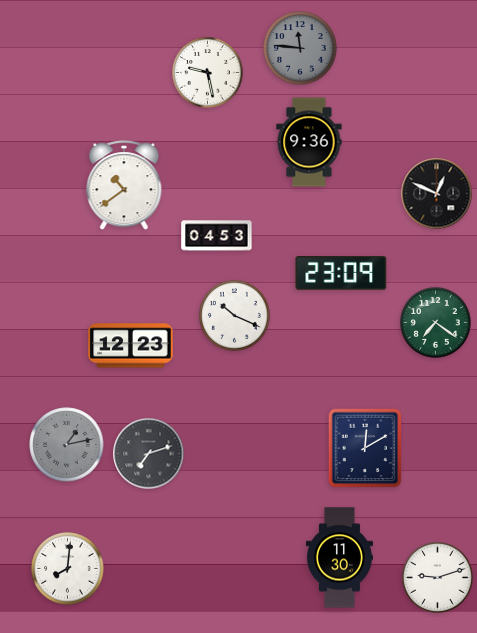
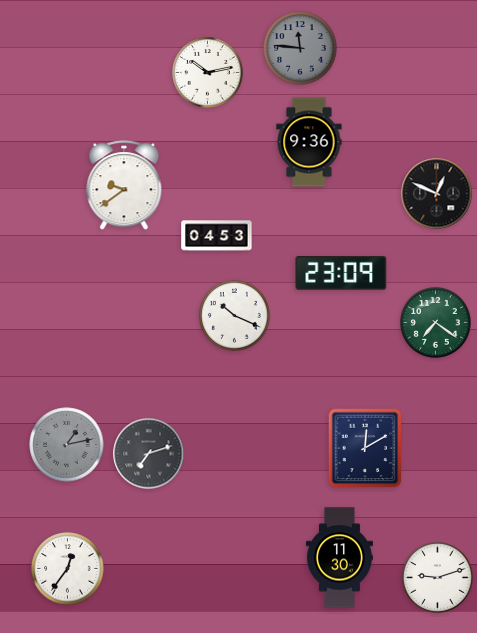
clock at (208, 73): 9:28 -> 10:13
clock at (124, 186): 10:39 -> 9:39
clock at (131, 346): 12:23 -> none
clock at (68, 569): 8:01 -> 12:36
